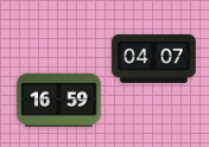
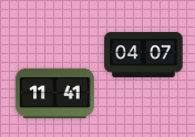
clock at (59, 100): 16:59 -> 11:41
